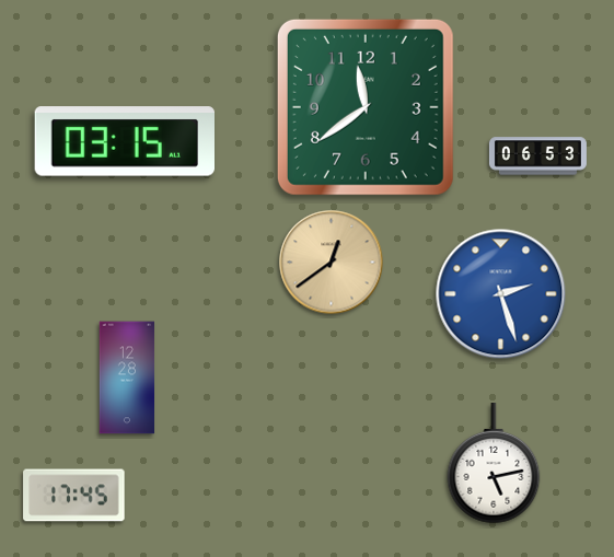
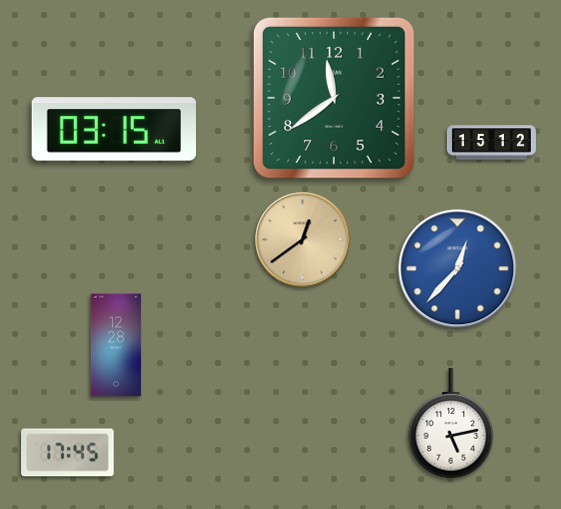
clock at (537, 156): 06:53 -> 15:12
clock at (501, 294): 2:27 -> 12:37
